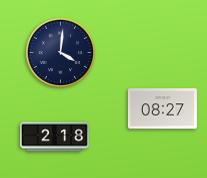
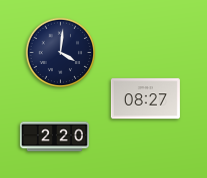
clock at (162, 109) position: (162, 109) -> (145, 99)
clock at (54, 137): 2:18 -> 2:20
